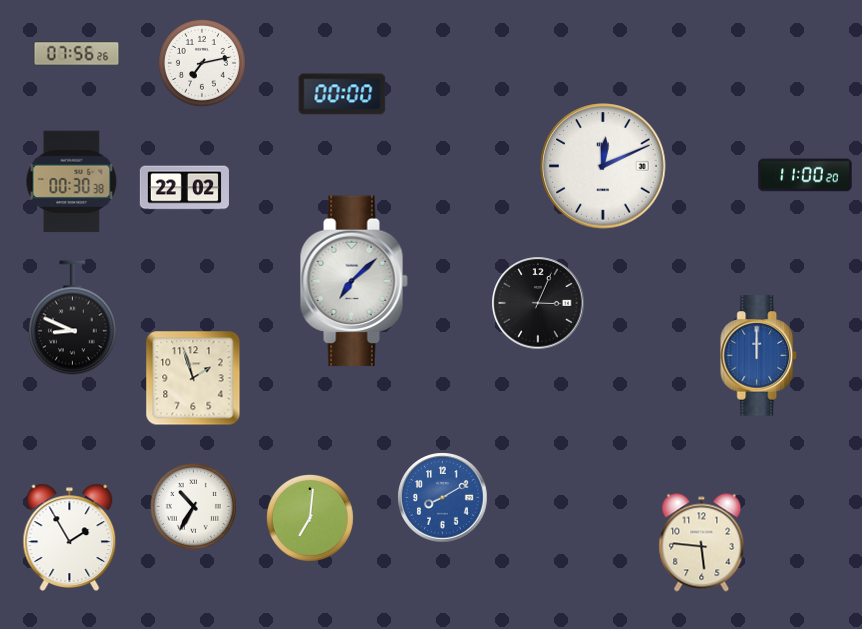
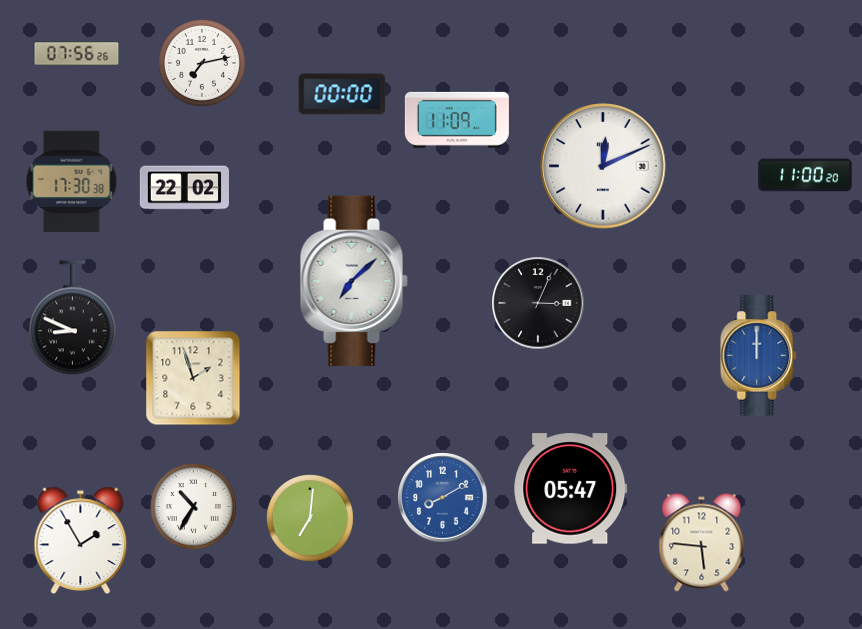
clock at (457, 120): none -> 11:09
clock at (72, 182): 00:30 -> 17:30
clock at (571, 489): none -> 05:47
clock at (70, 537) position: (70, 537) -> (81, 540)
